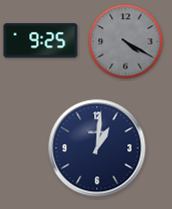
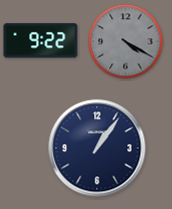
clock at (41, 41): 9:25 -> 9:22
clock at (97, 148): 1:01 -> 1:06
